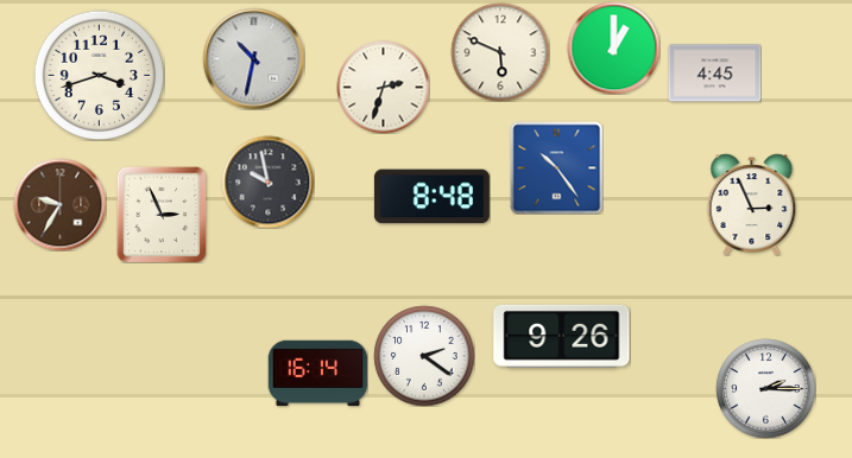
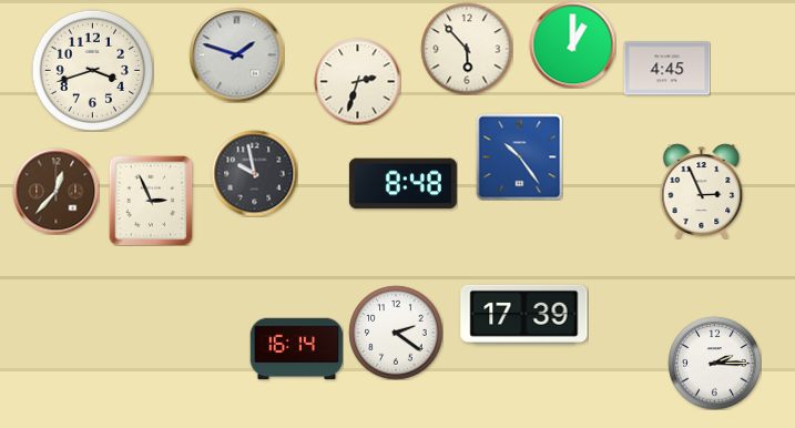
clock at (500, 52): 5:49 -> 5:53
clock at (253, 58): 10:32 -> 1:48
clock at (267, 182) position: (267, 182) -> (254, 173)
clock at (59, 204): 9:35 -> 12:37
clock at (562, 336): 9:26 -> 17:39
